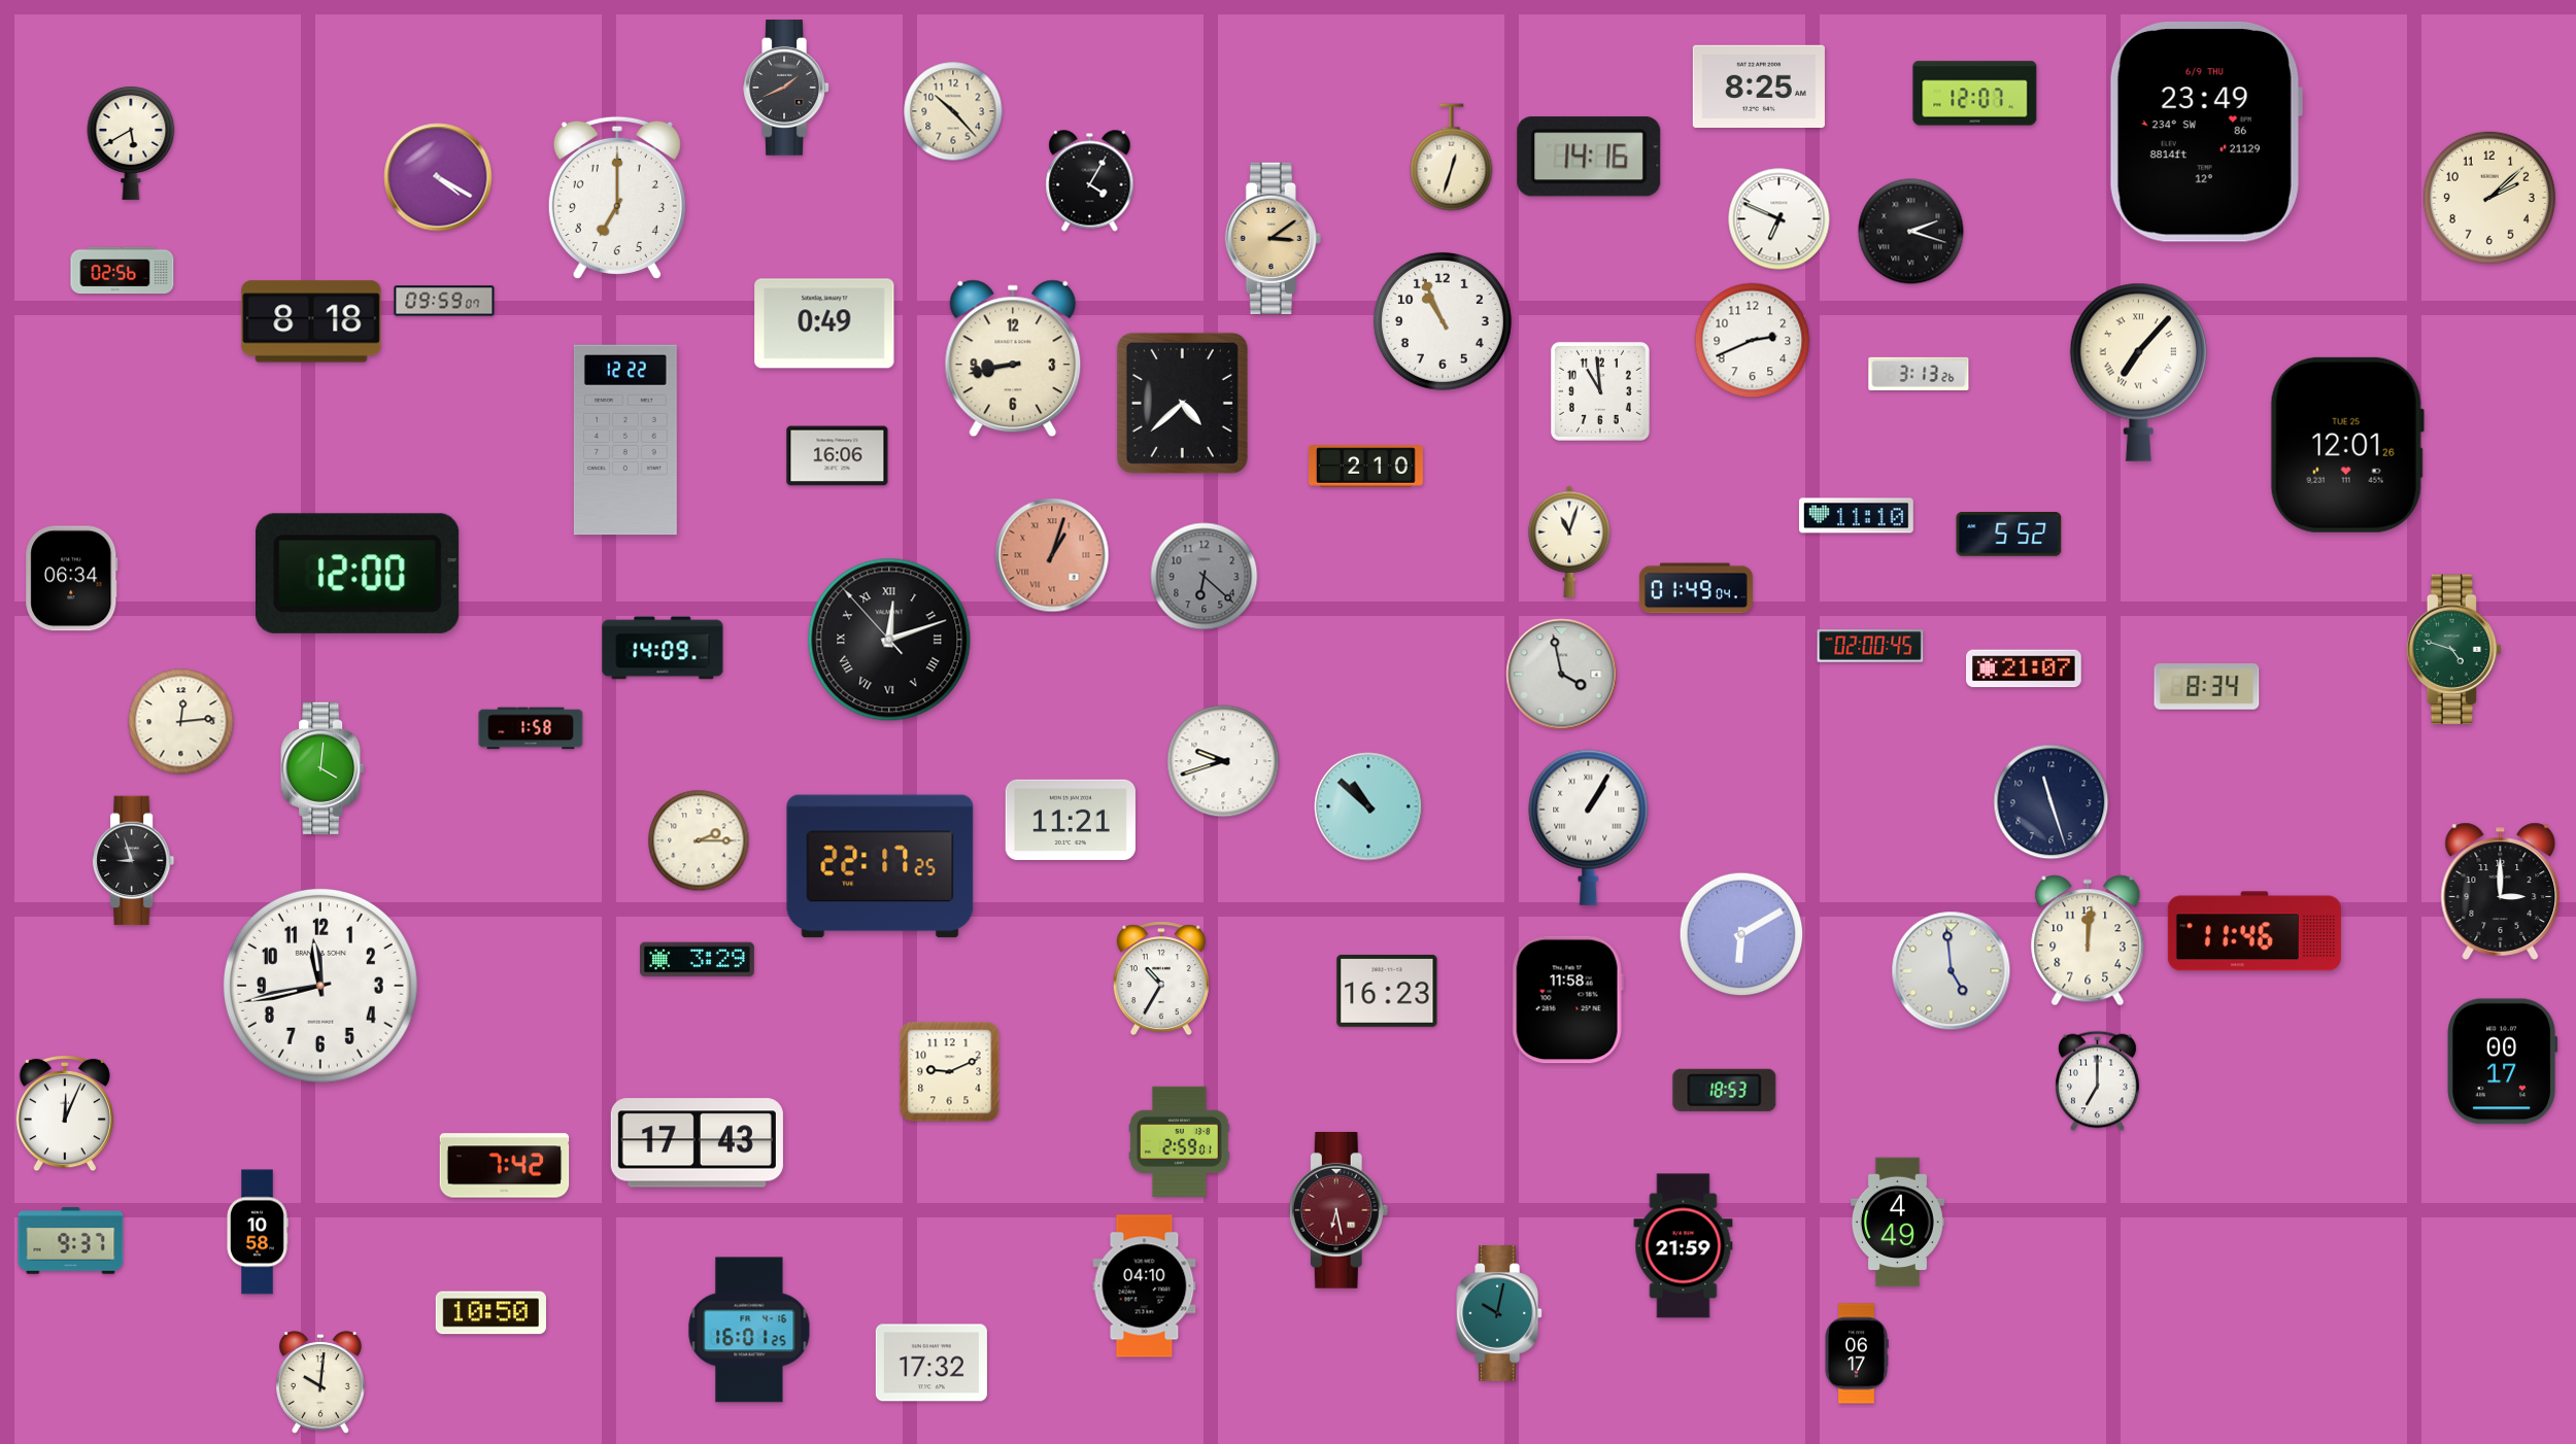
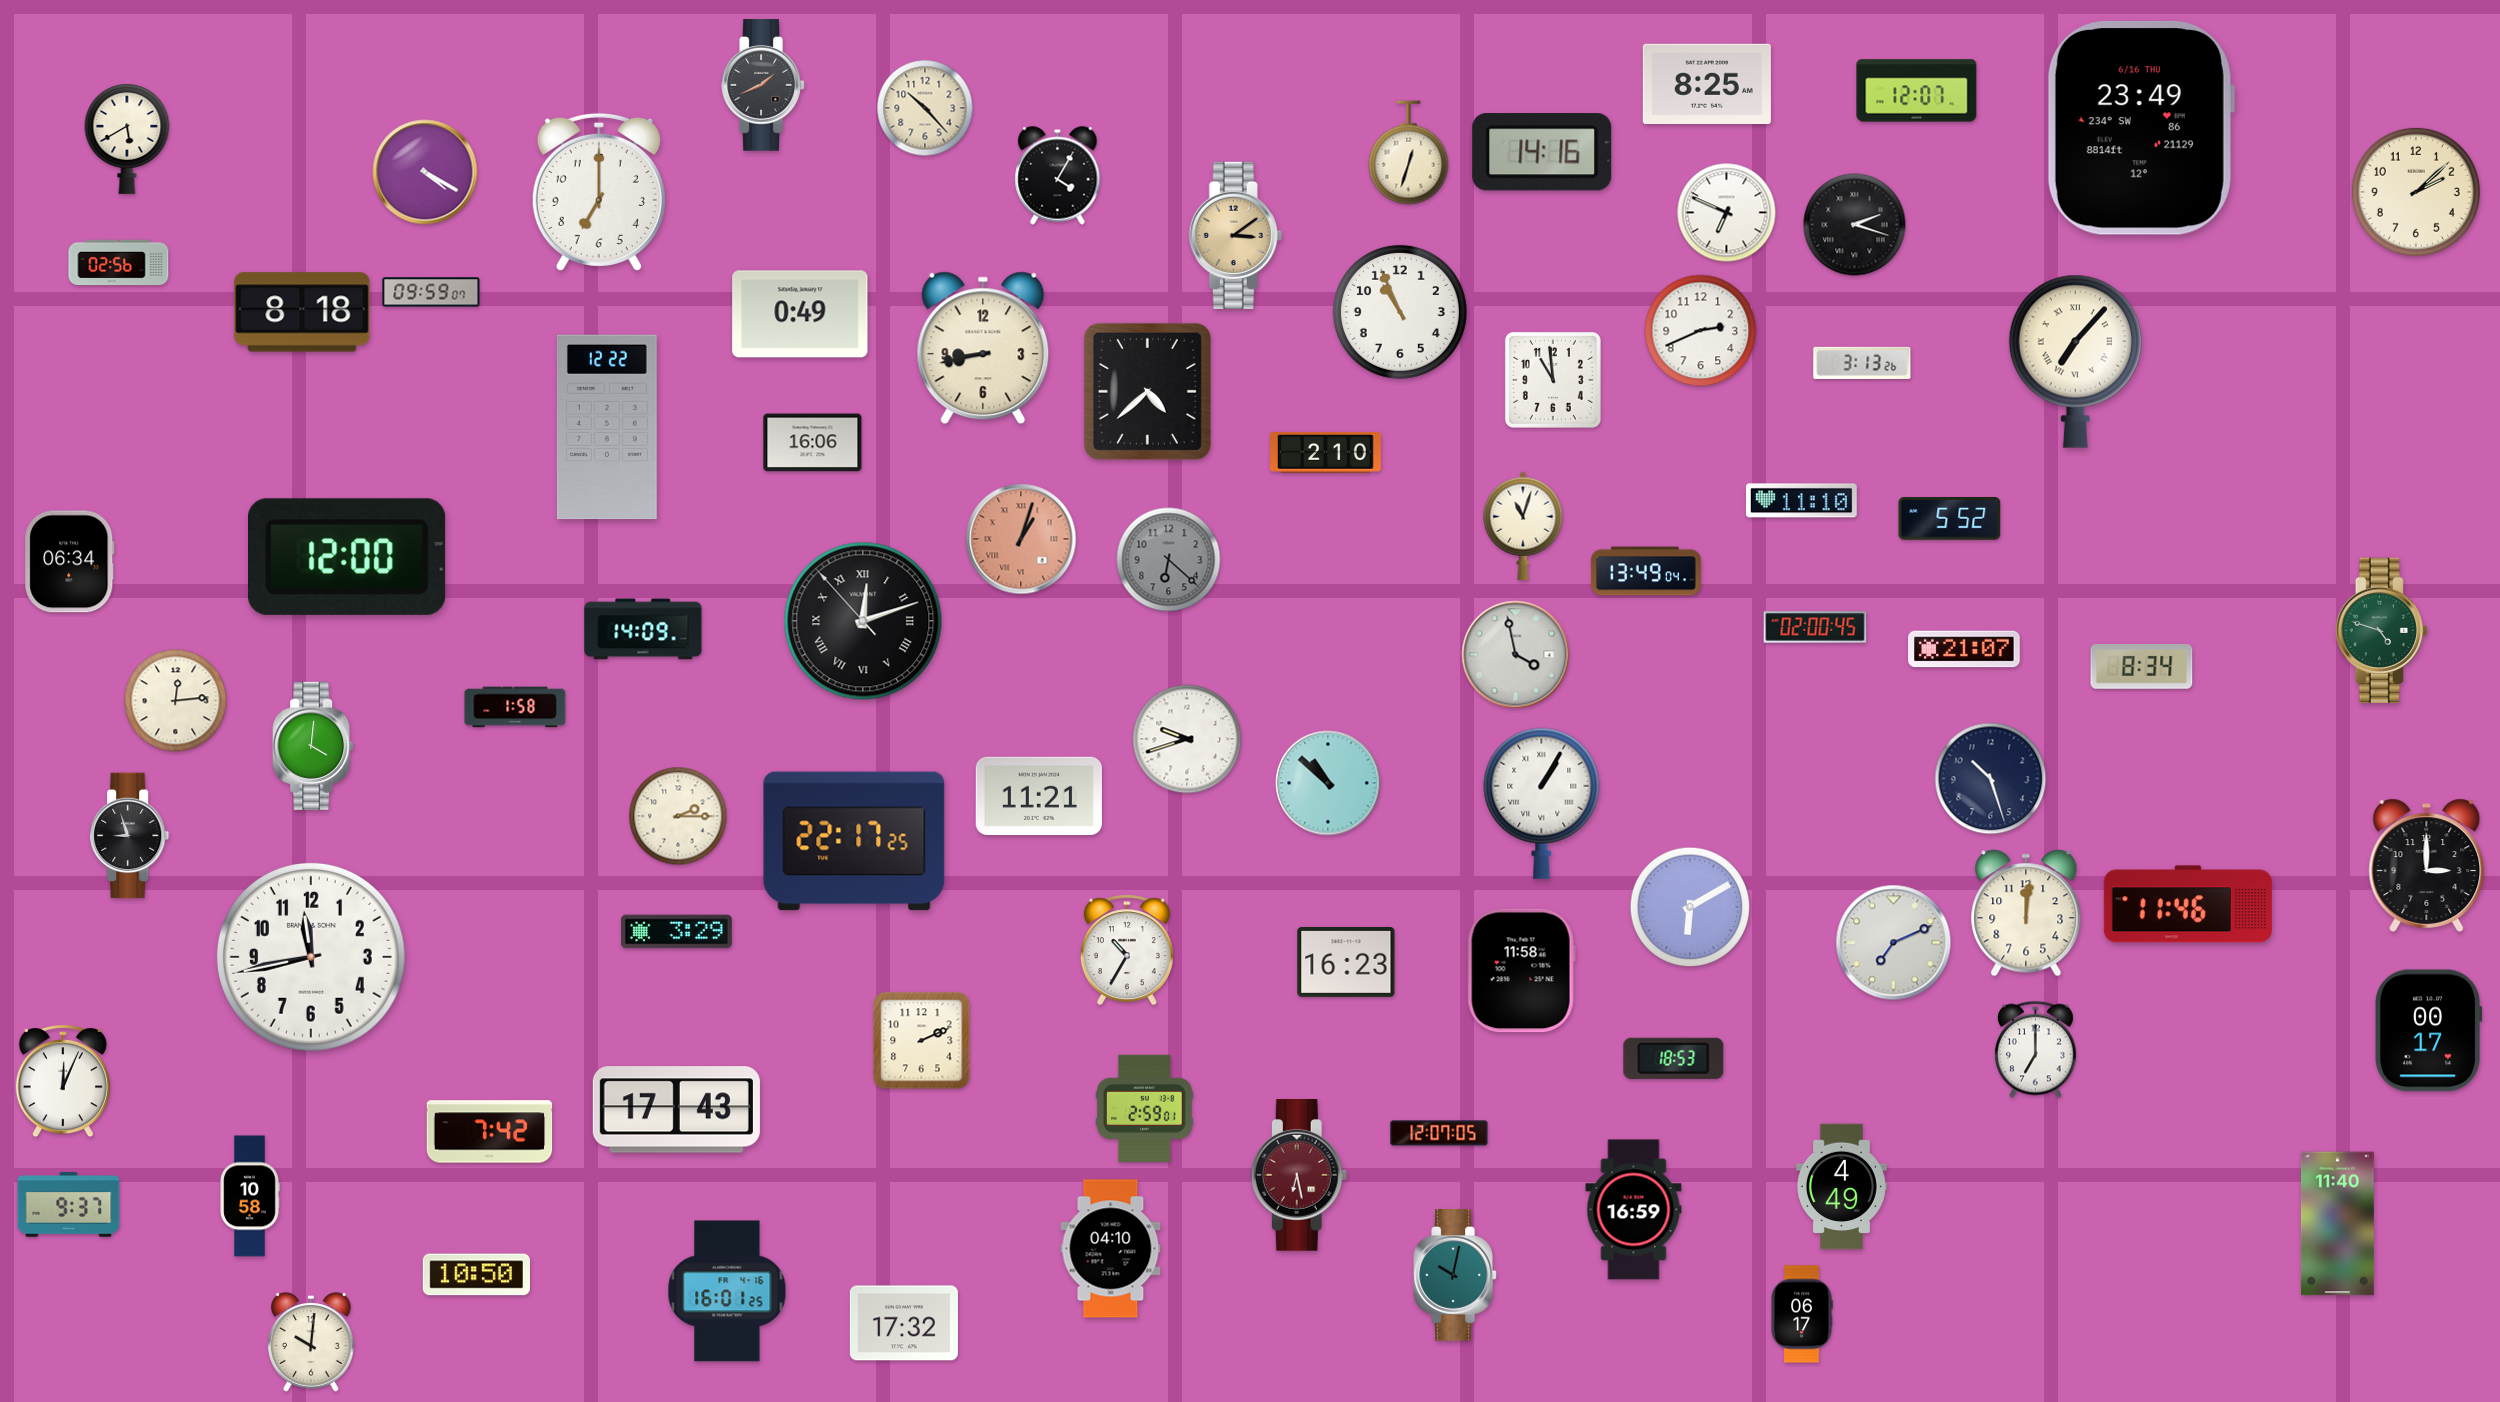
clock at (2205, 132) date: 6/9 THU -> 6/16 THU
clock at (1273, 238) position: (1273, 238) -> (1235, 235)
clock at (2347, 445): 12:01 -> none
clock at (1696, 588): 01:49 -> 13:49
clock at (2052, 802): 11:27 -> 10:27
clock at (1952, 971): 4:59 -> 7:11
clock at (950, 1072): 9:11 -> 2:11
clock at (1439, 1133): none -> 12:07
clock at (1684, 1246): 21:59 -> 16:59
clock at (2337, 1224): none -> 11:40
